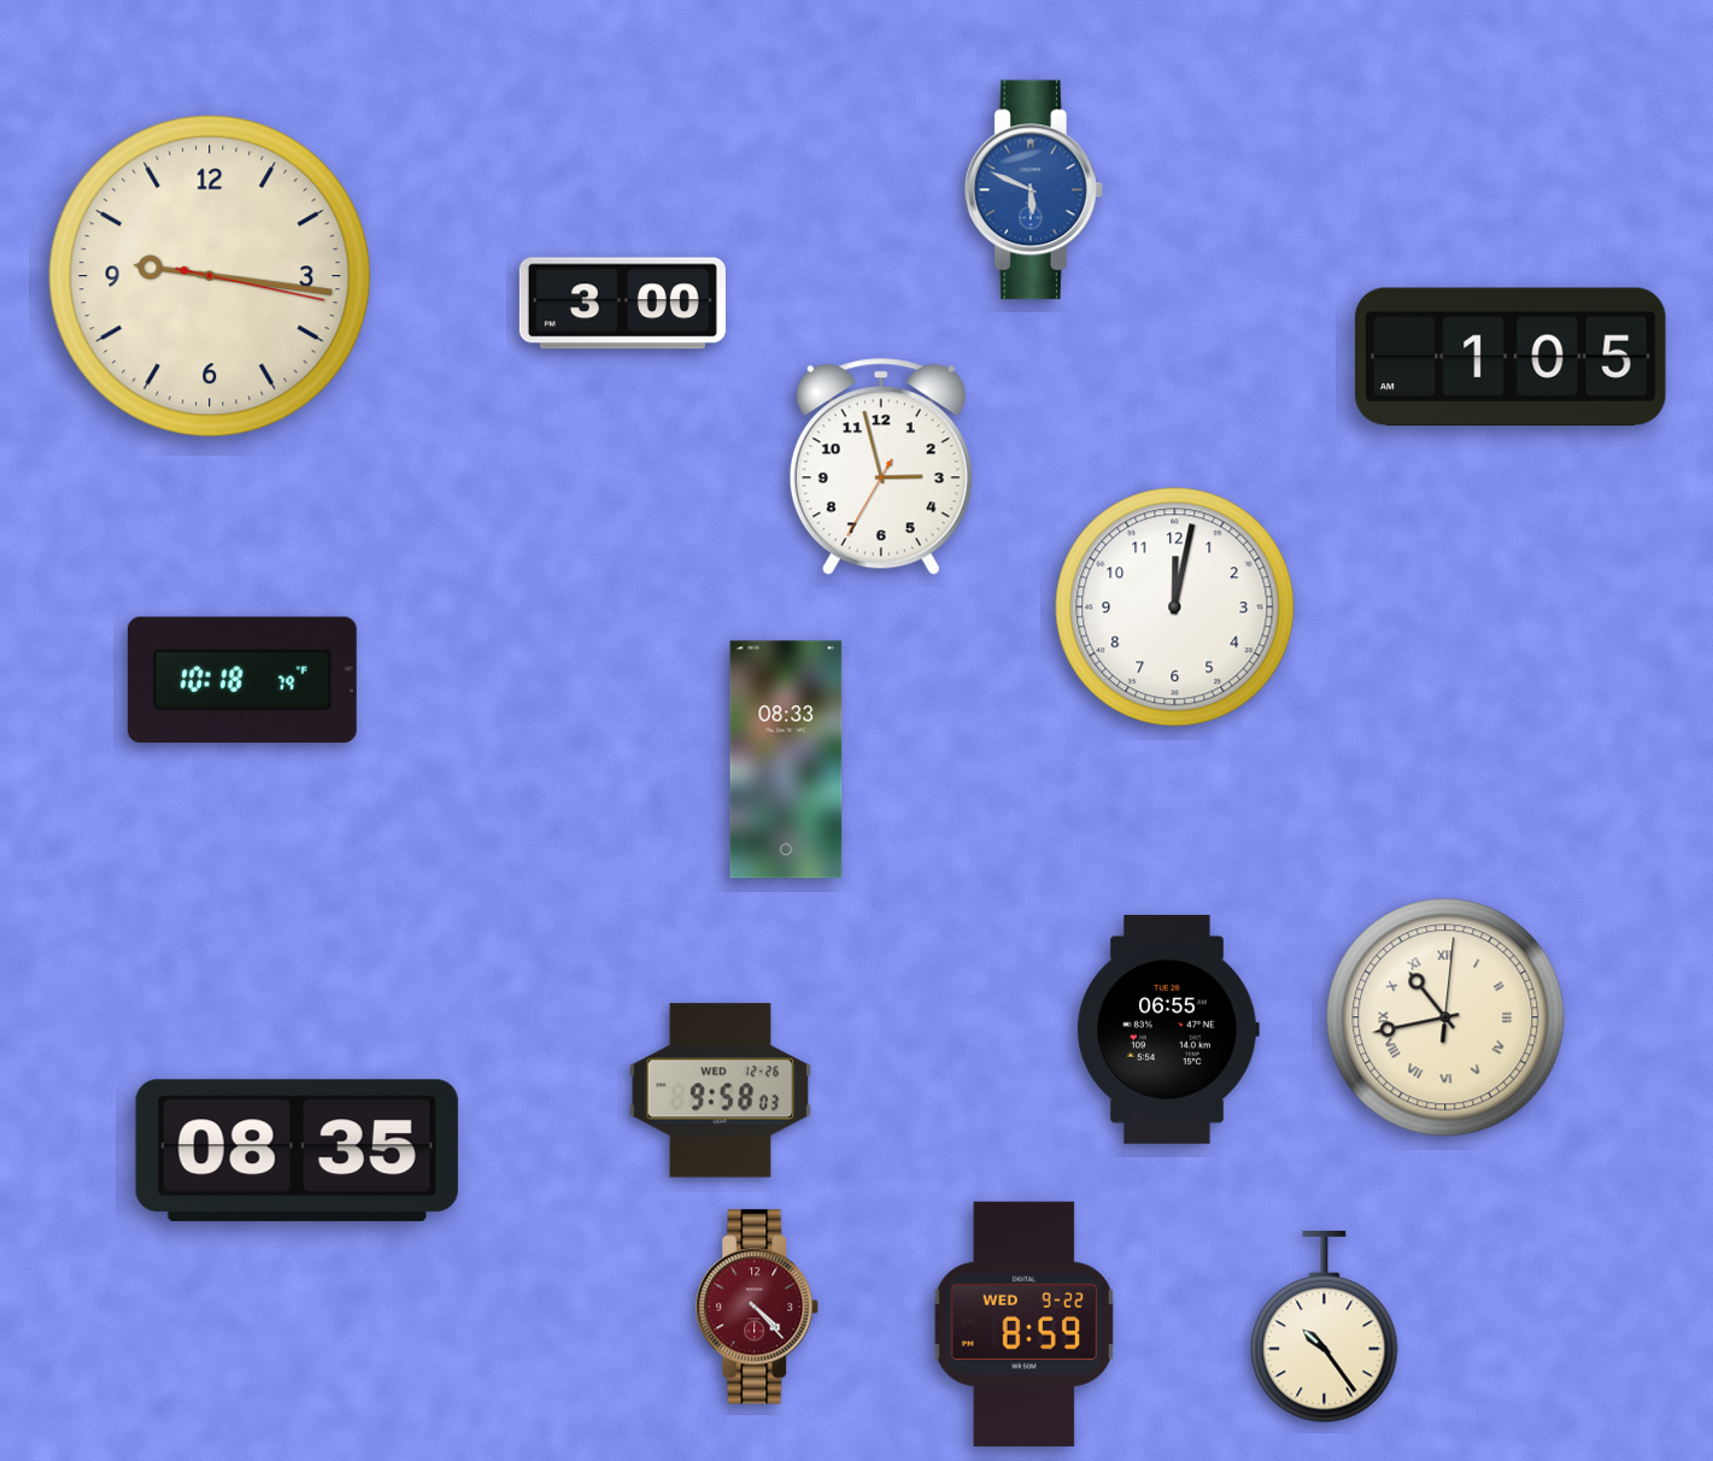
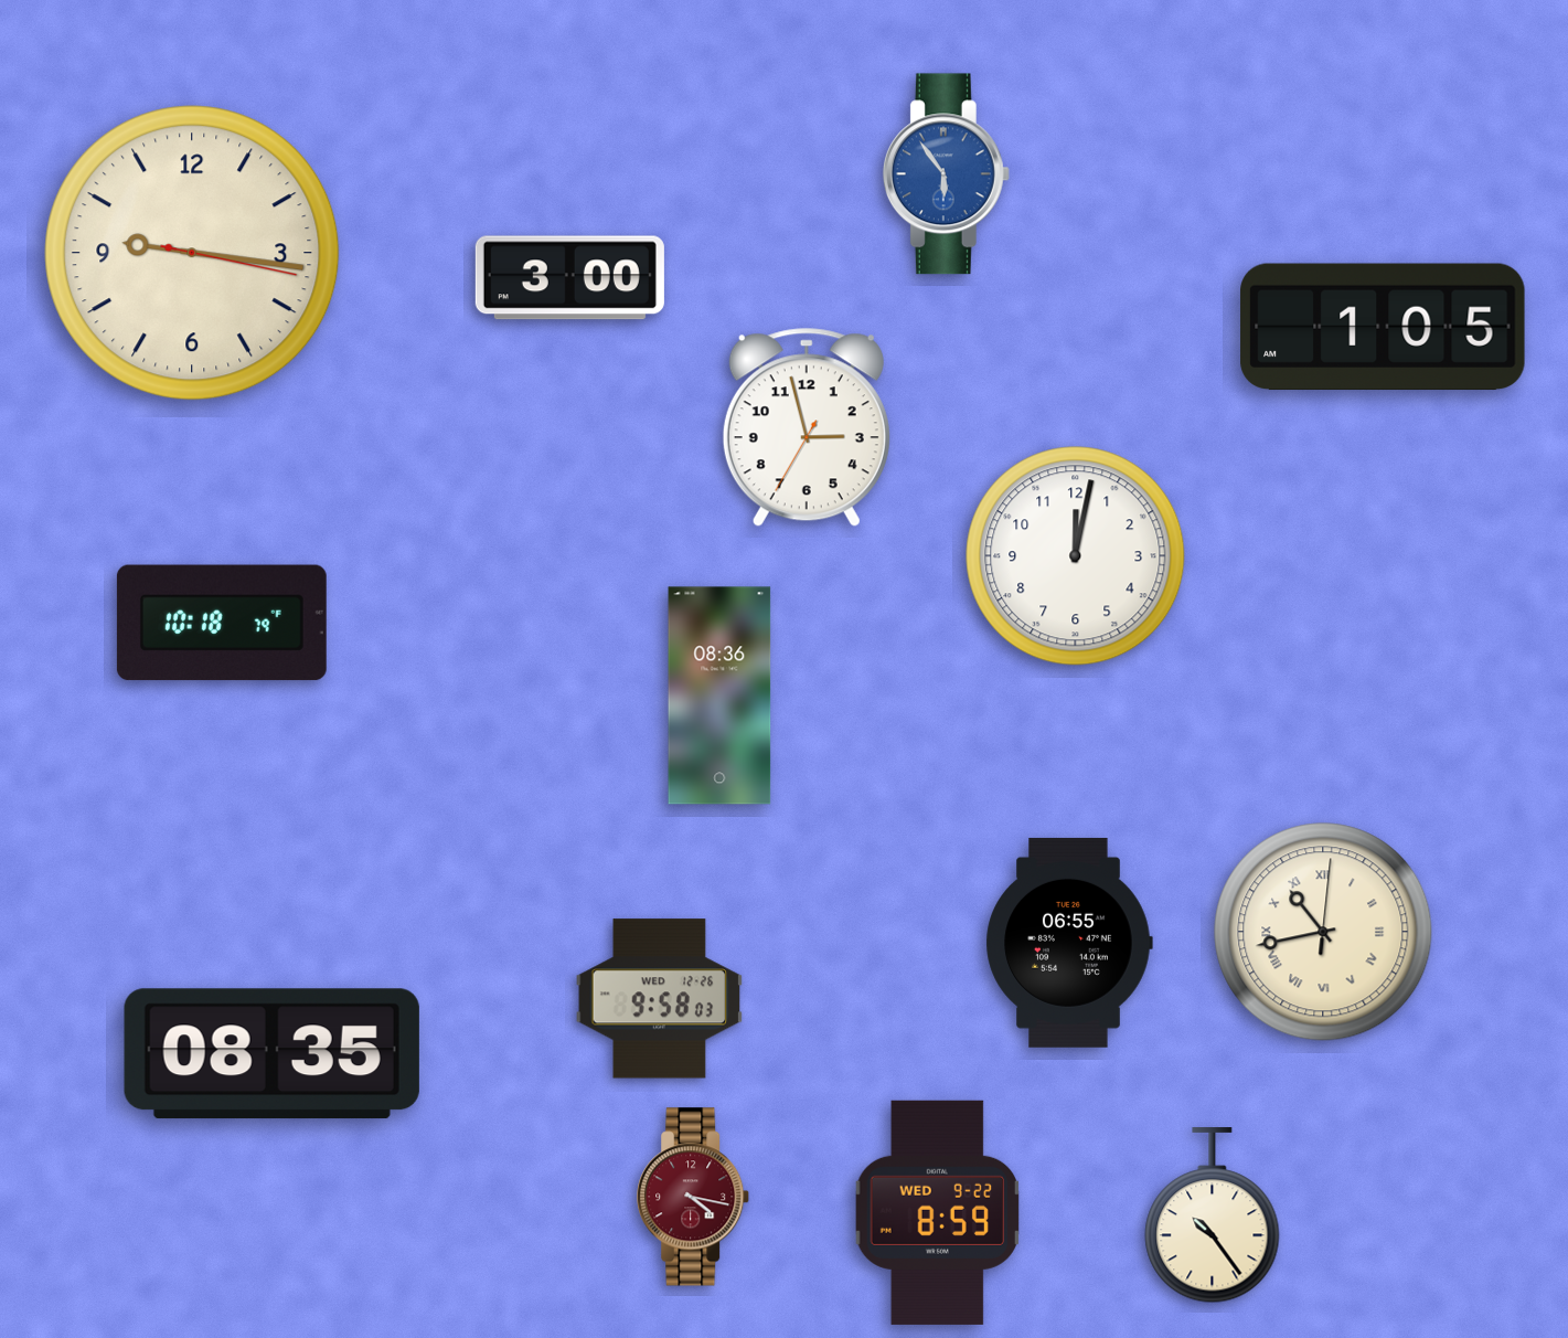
clock at (1033, 190): 5:49 -> 5:54
clock at (786, 759): 08:33 -> 08:36
clock at (758, 1307): 4:23 -> 4:17
